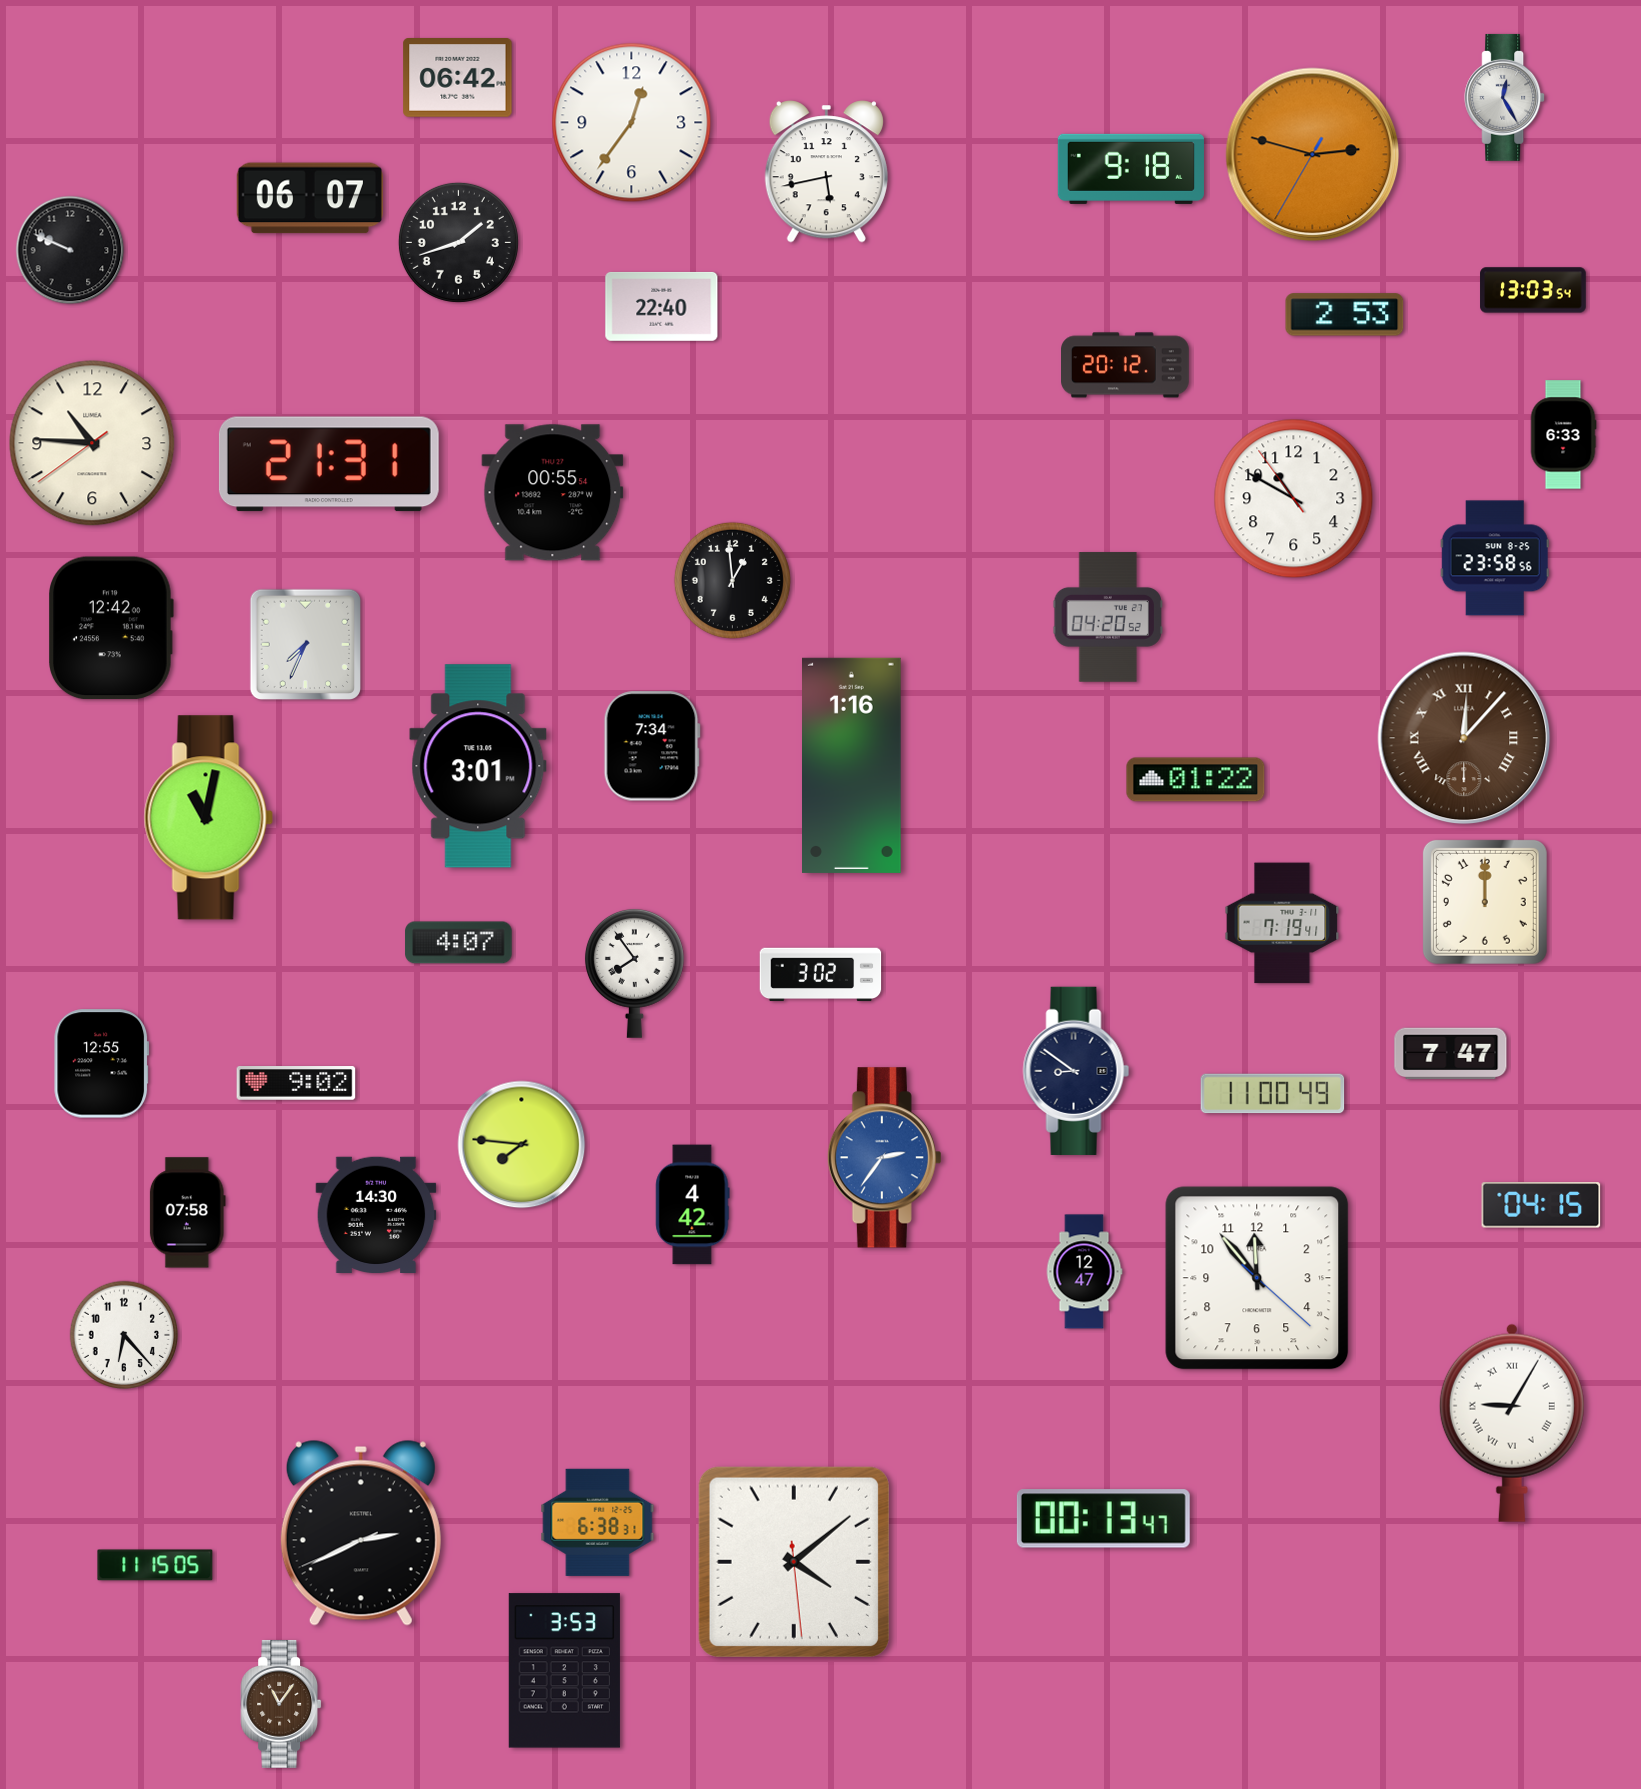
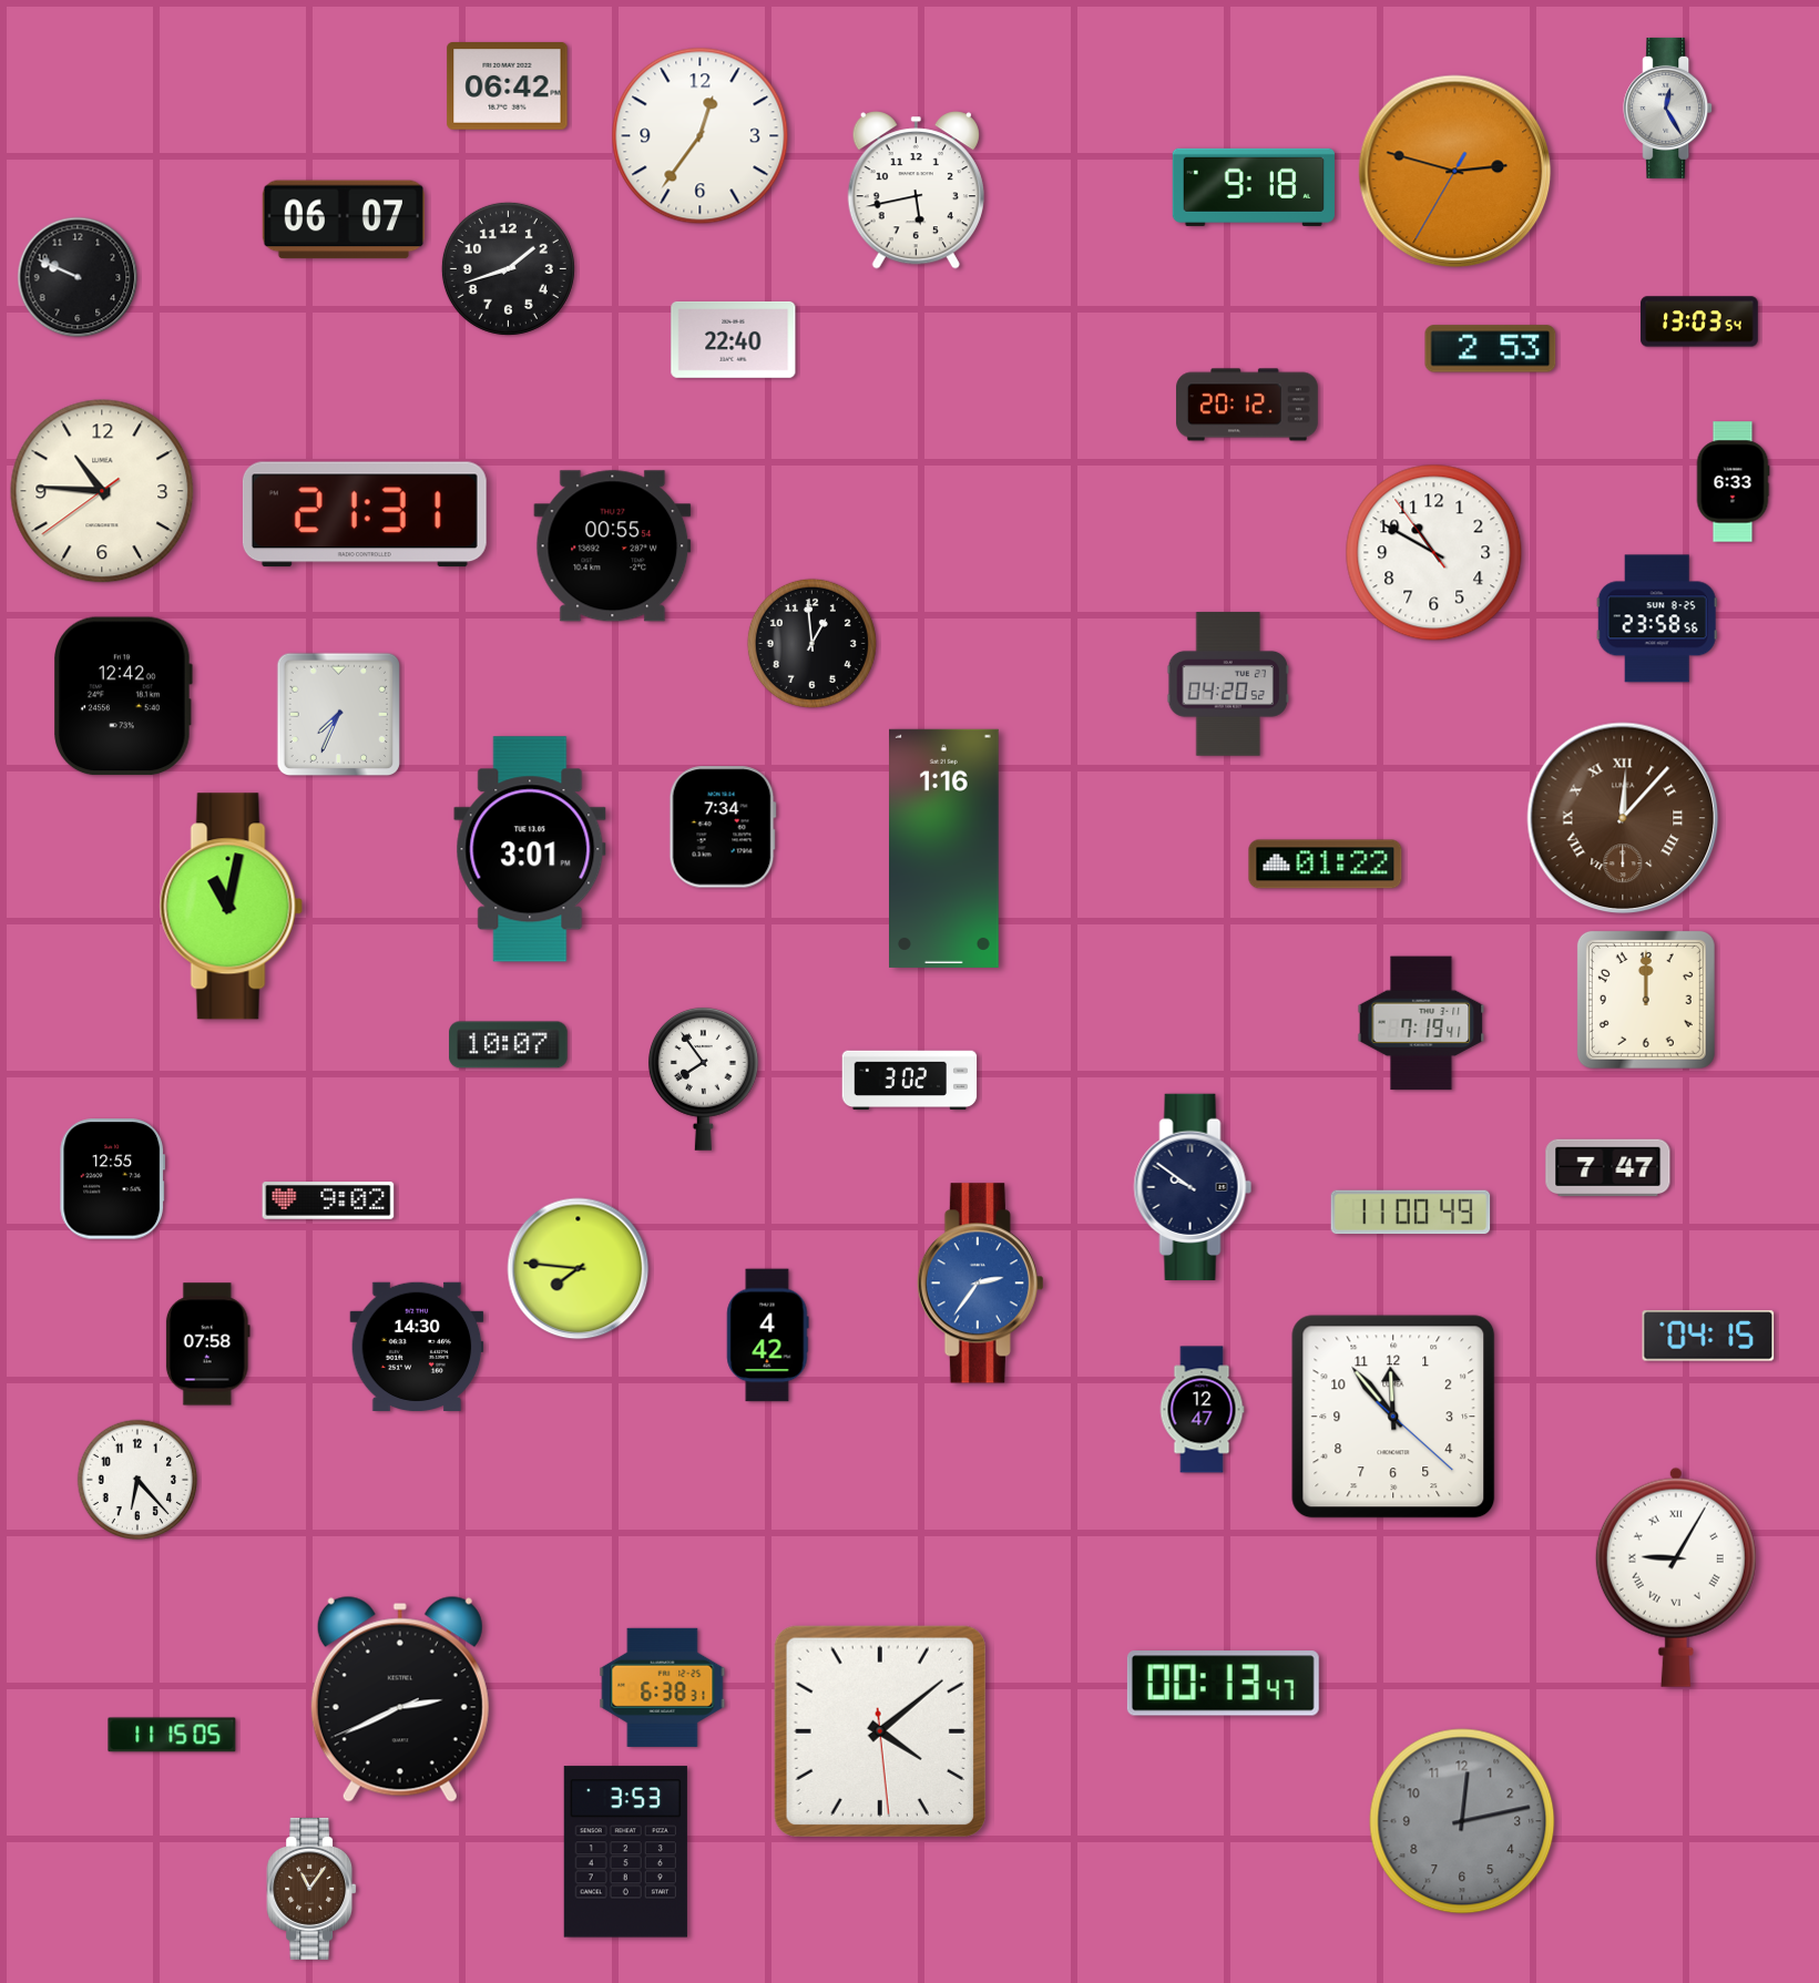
clock at (459, 943): 4:07 -> 10:07
clock at (1076, 1071): 8:51 -> 9:51
clock at (1462, 1821): none -> 12:13
